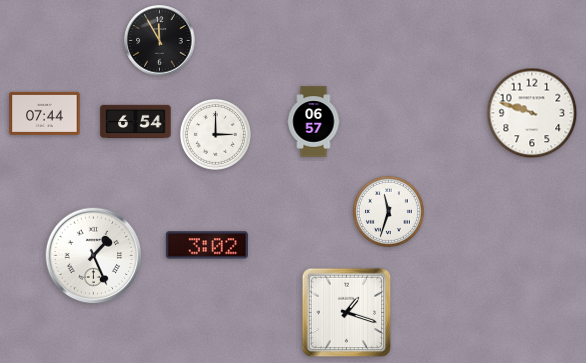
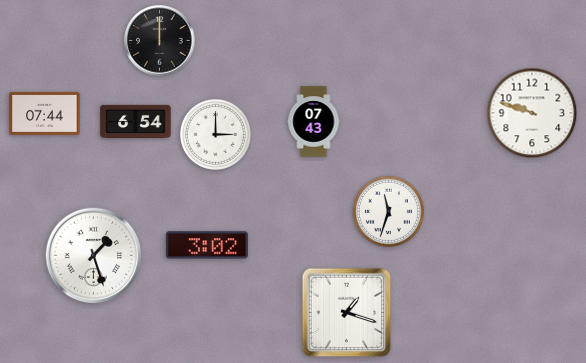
clock at (160, 41): 11:55 -> 12:00
clock at (314, 122): 06:57 -> 07:43
clock at (94, 256): 1:26 -> 1:27
